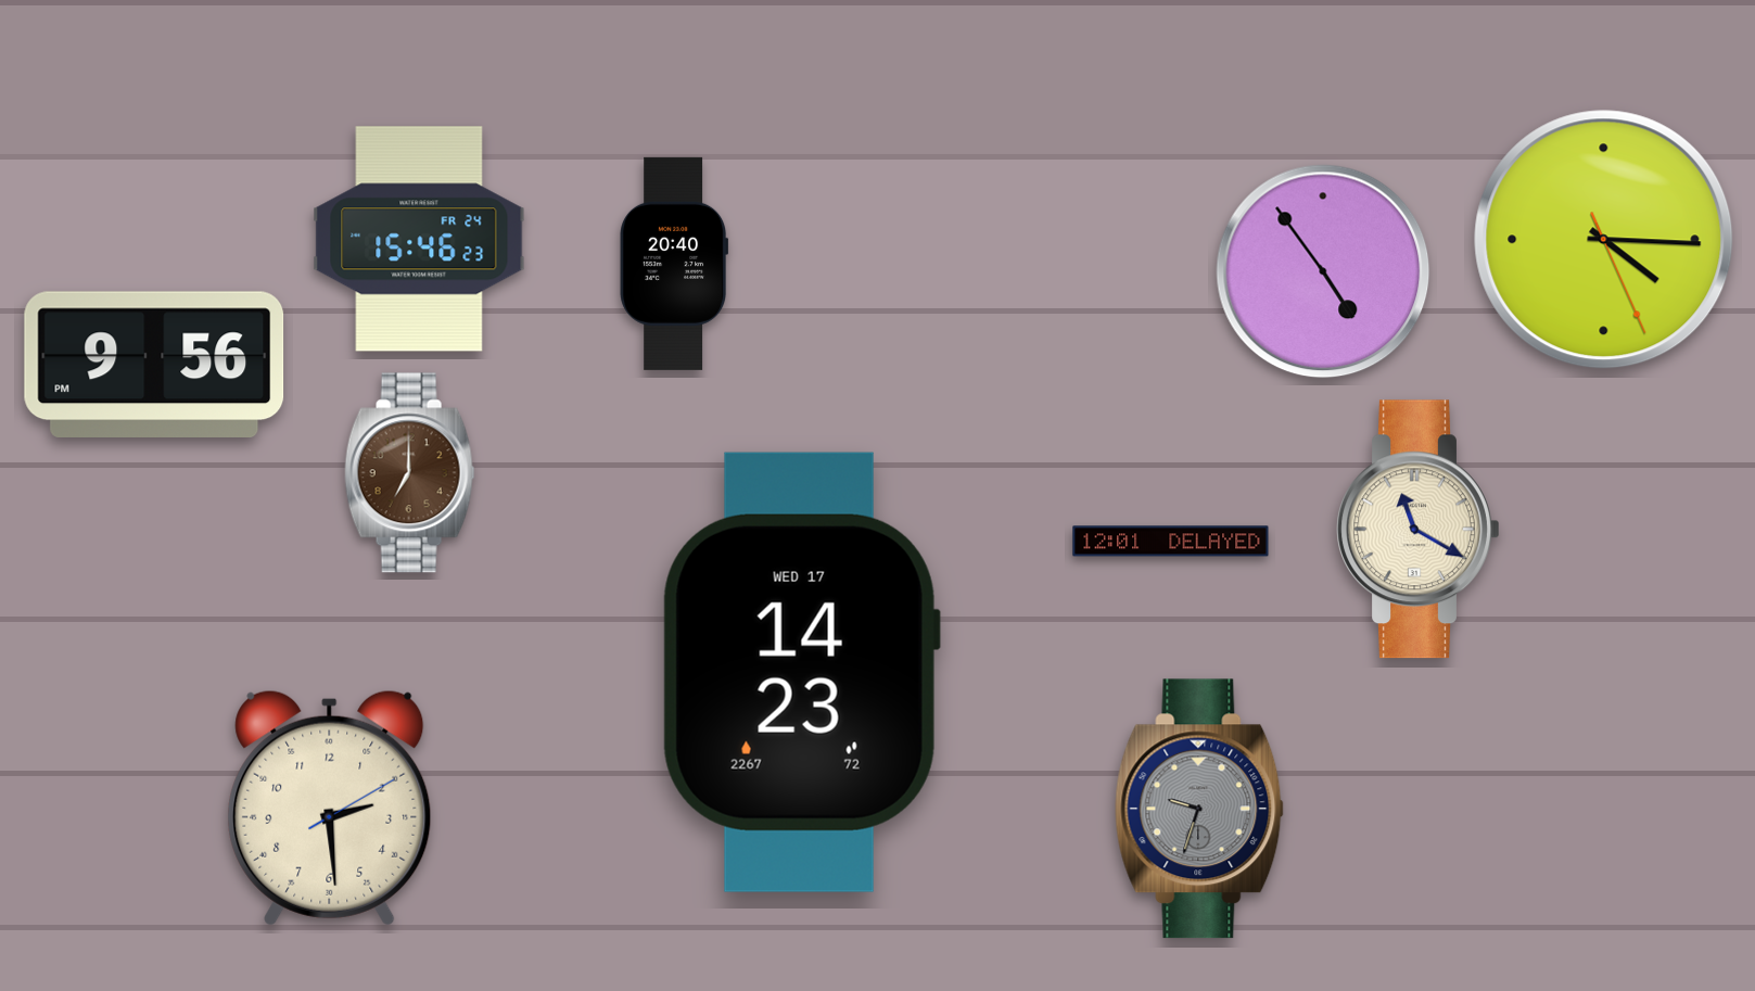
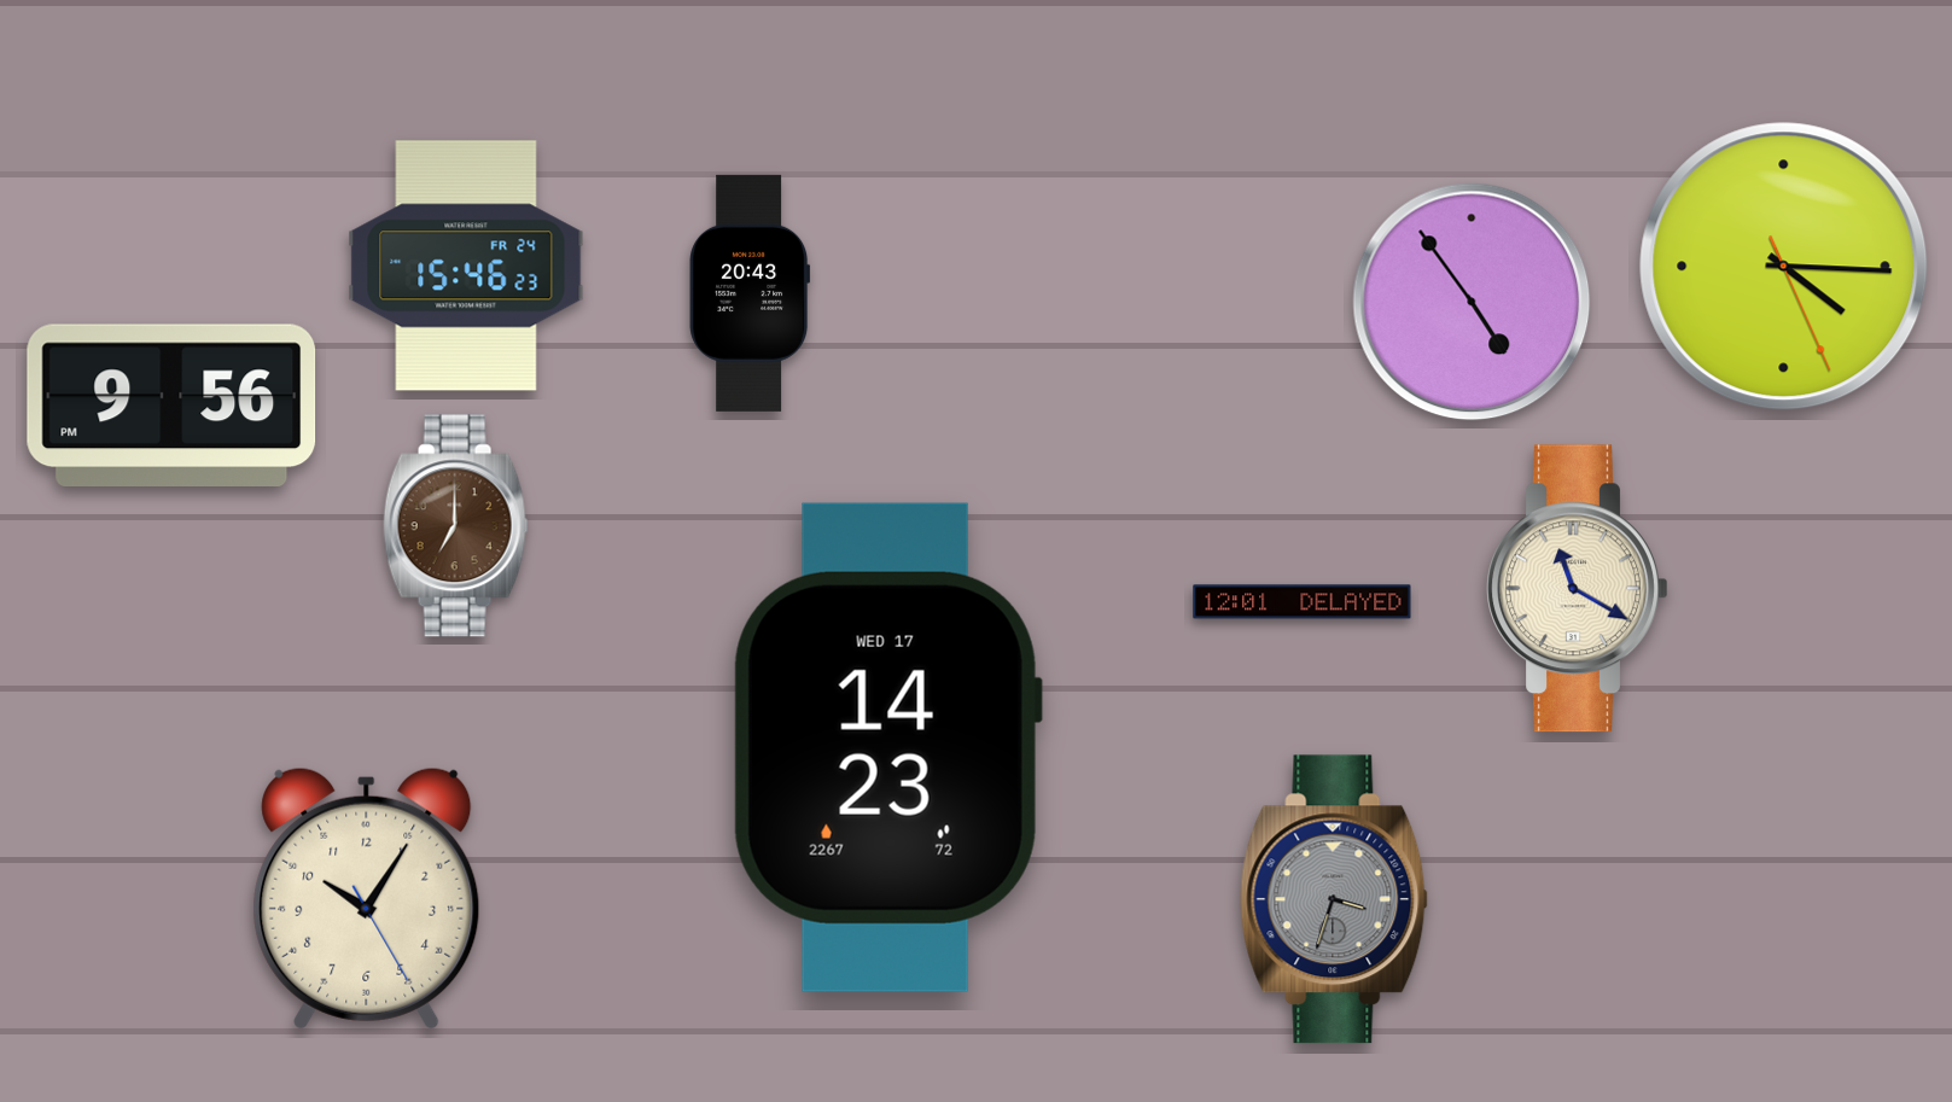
clock at (674, 264): 20:40 -> 20:43
clock at (801, 672) position: (801, 672) -> (887, 747)
clock at (330, 808): 2:29 -> 10:05
clock at (1199, 809): 9:33 -> 3:33
